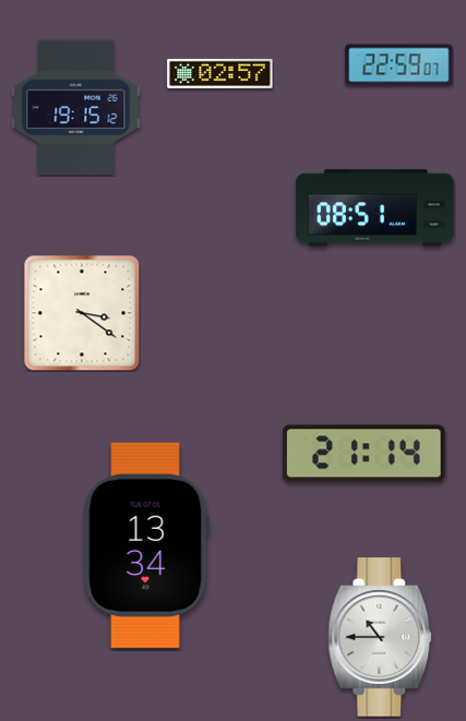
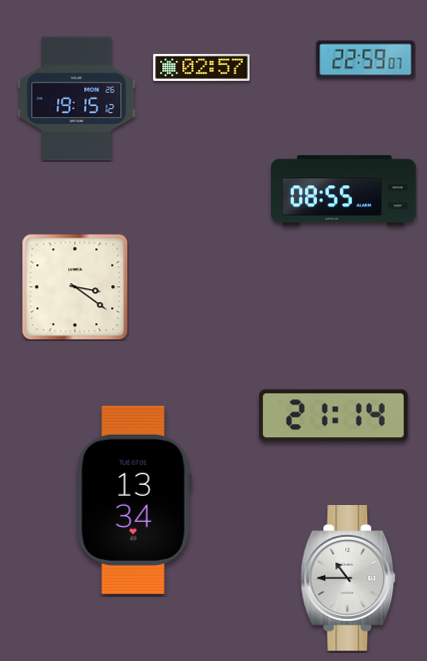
clock at (76, 108) position: (76, 108) -> (77, 99)
clock at (375, 208): 08:51 -> 08:55
clock at (380, 638) position: (380, 638) -> (348, 579)
